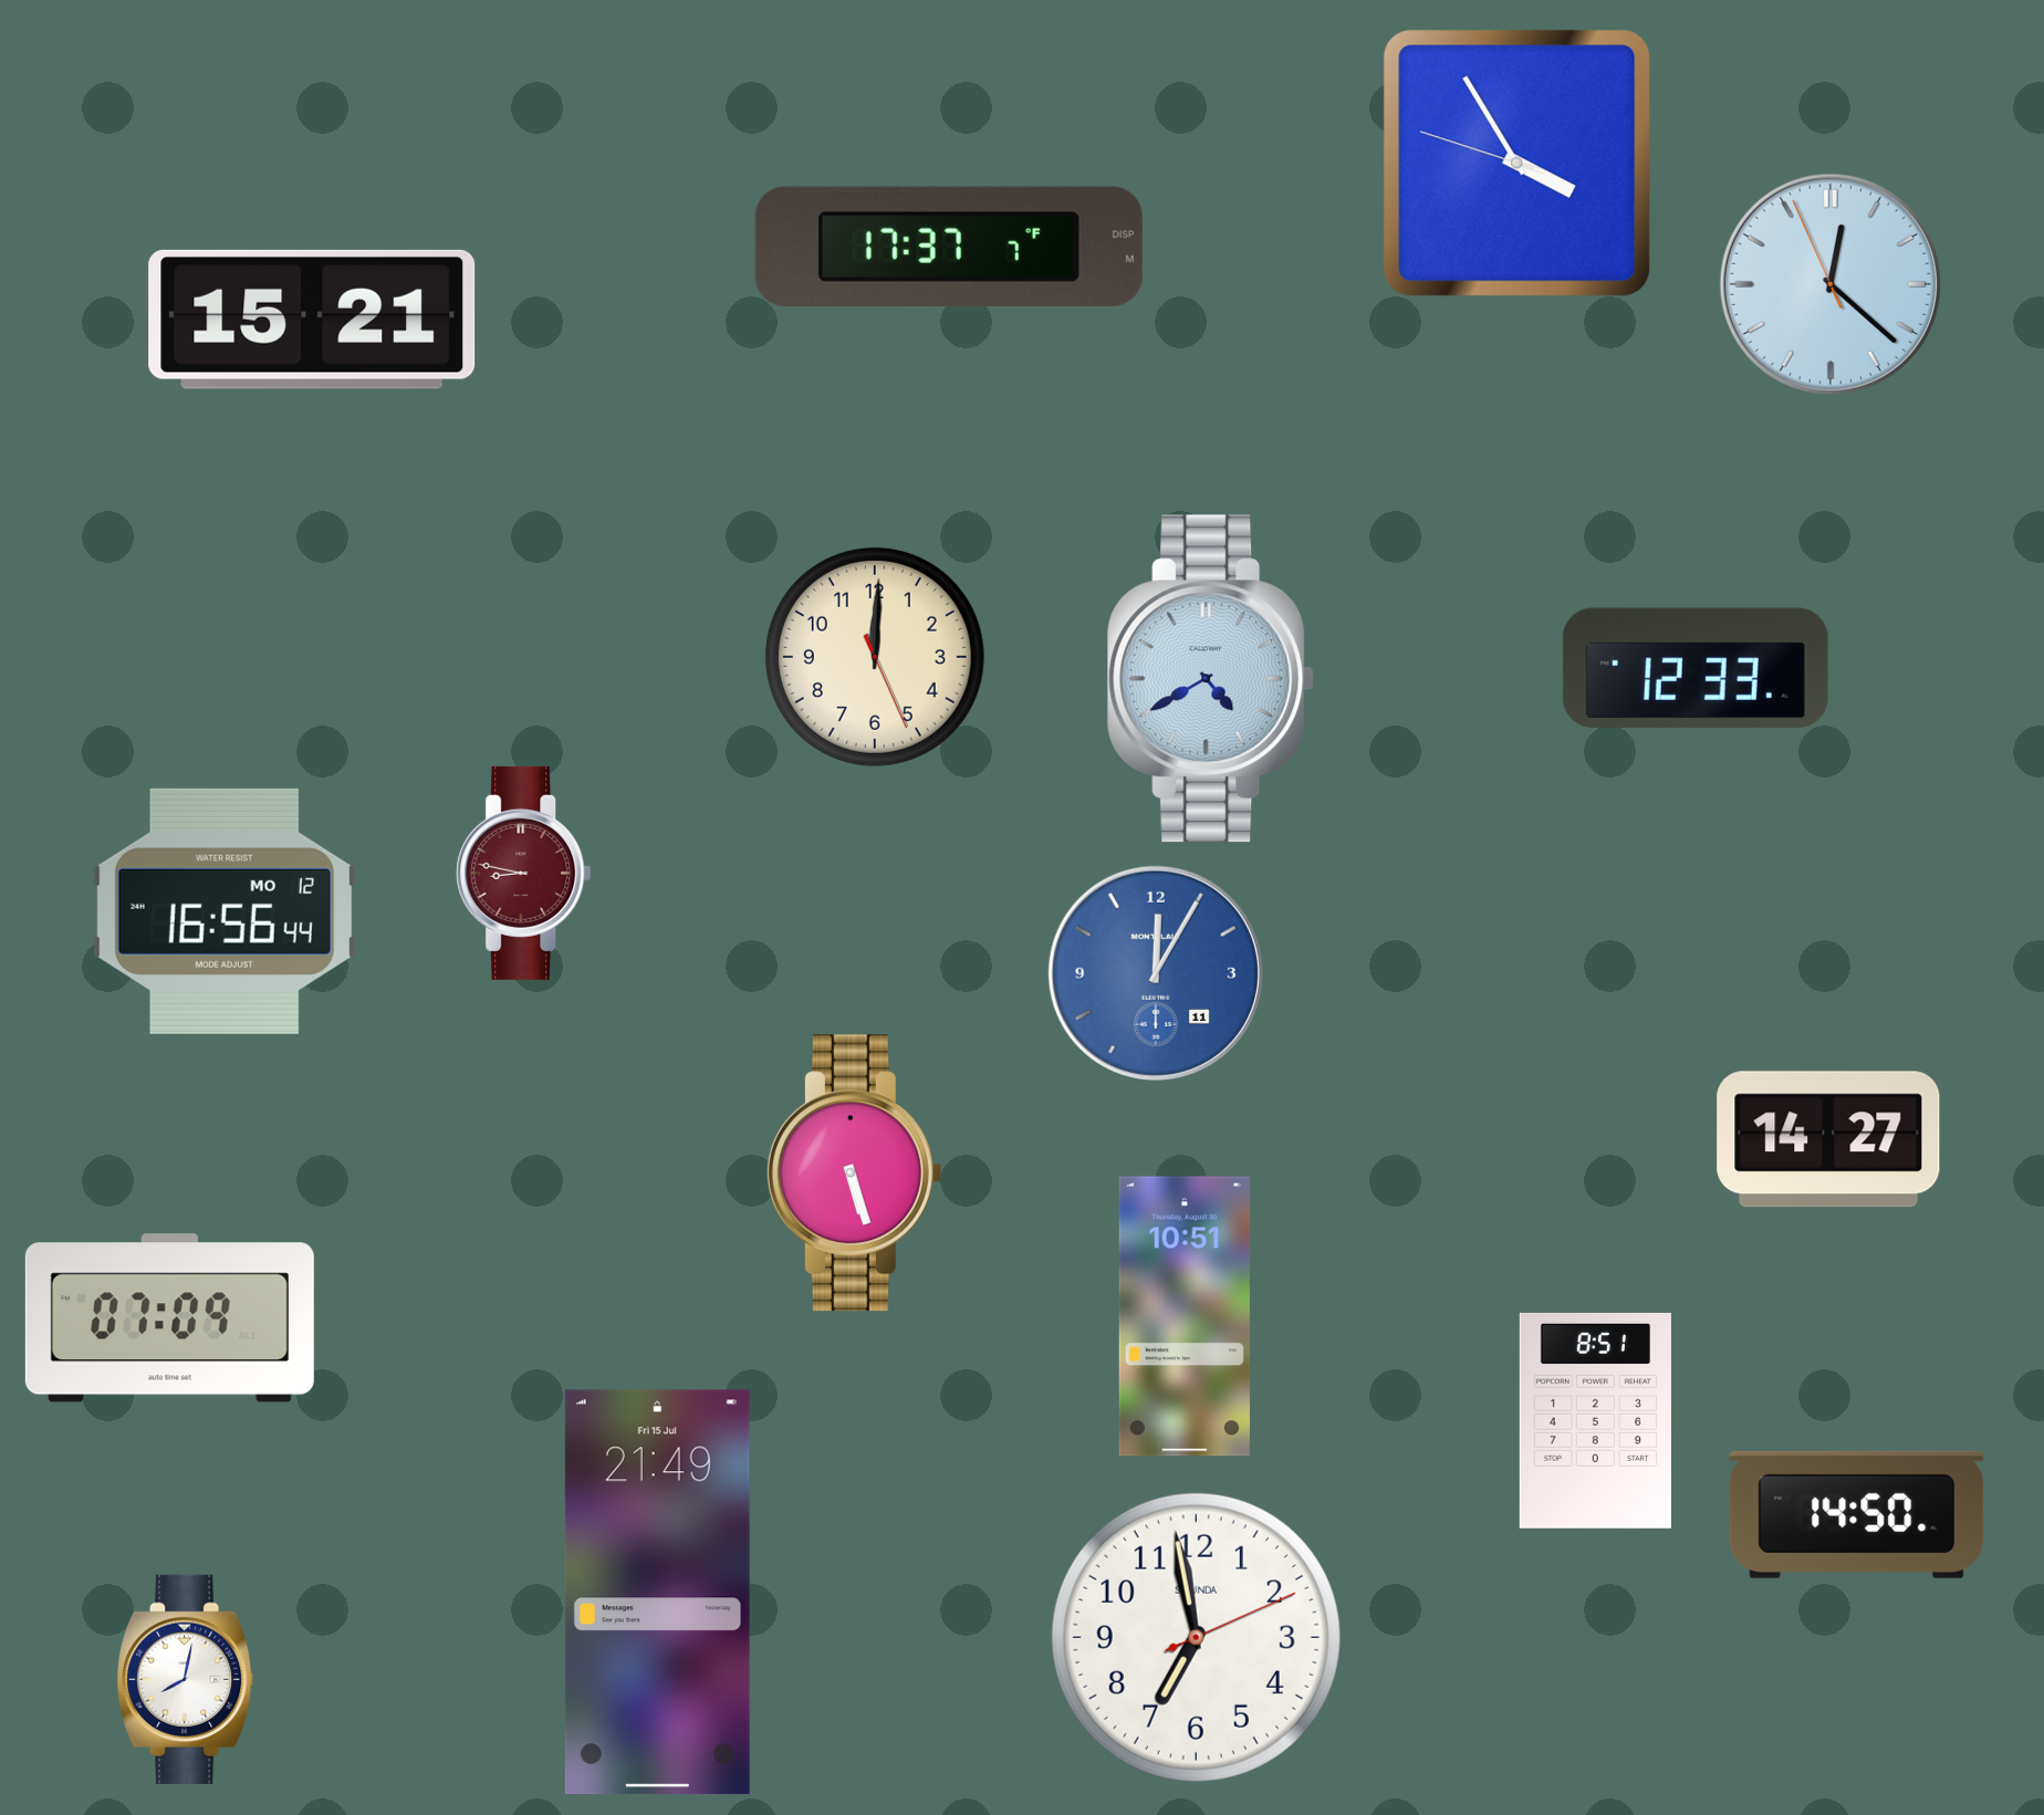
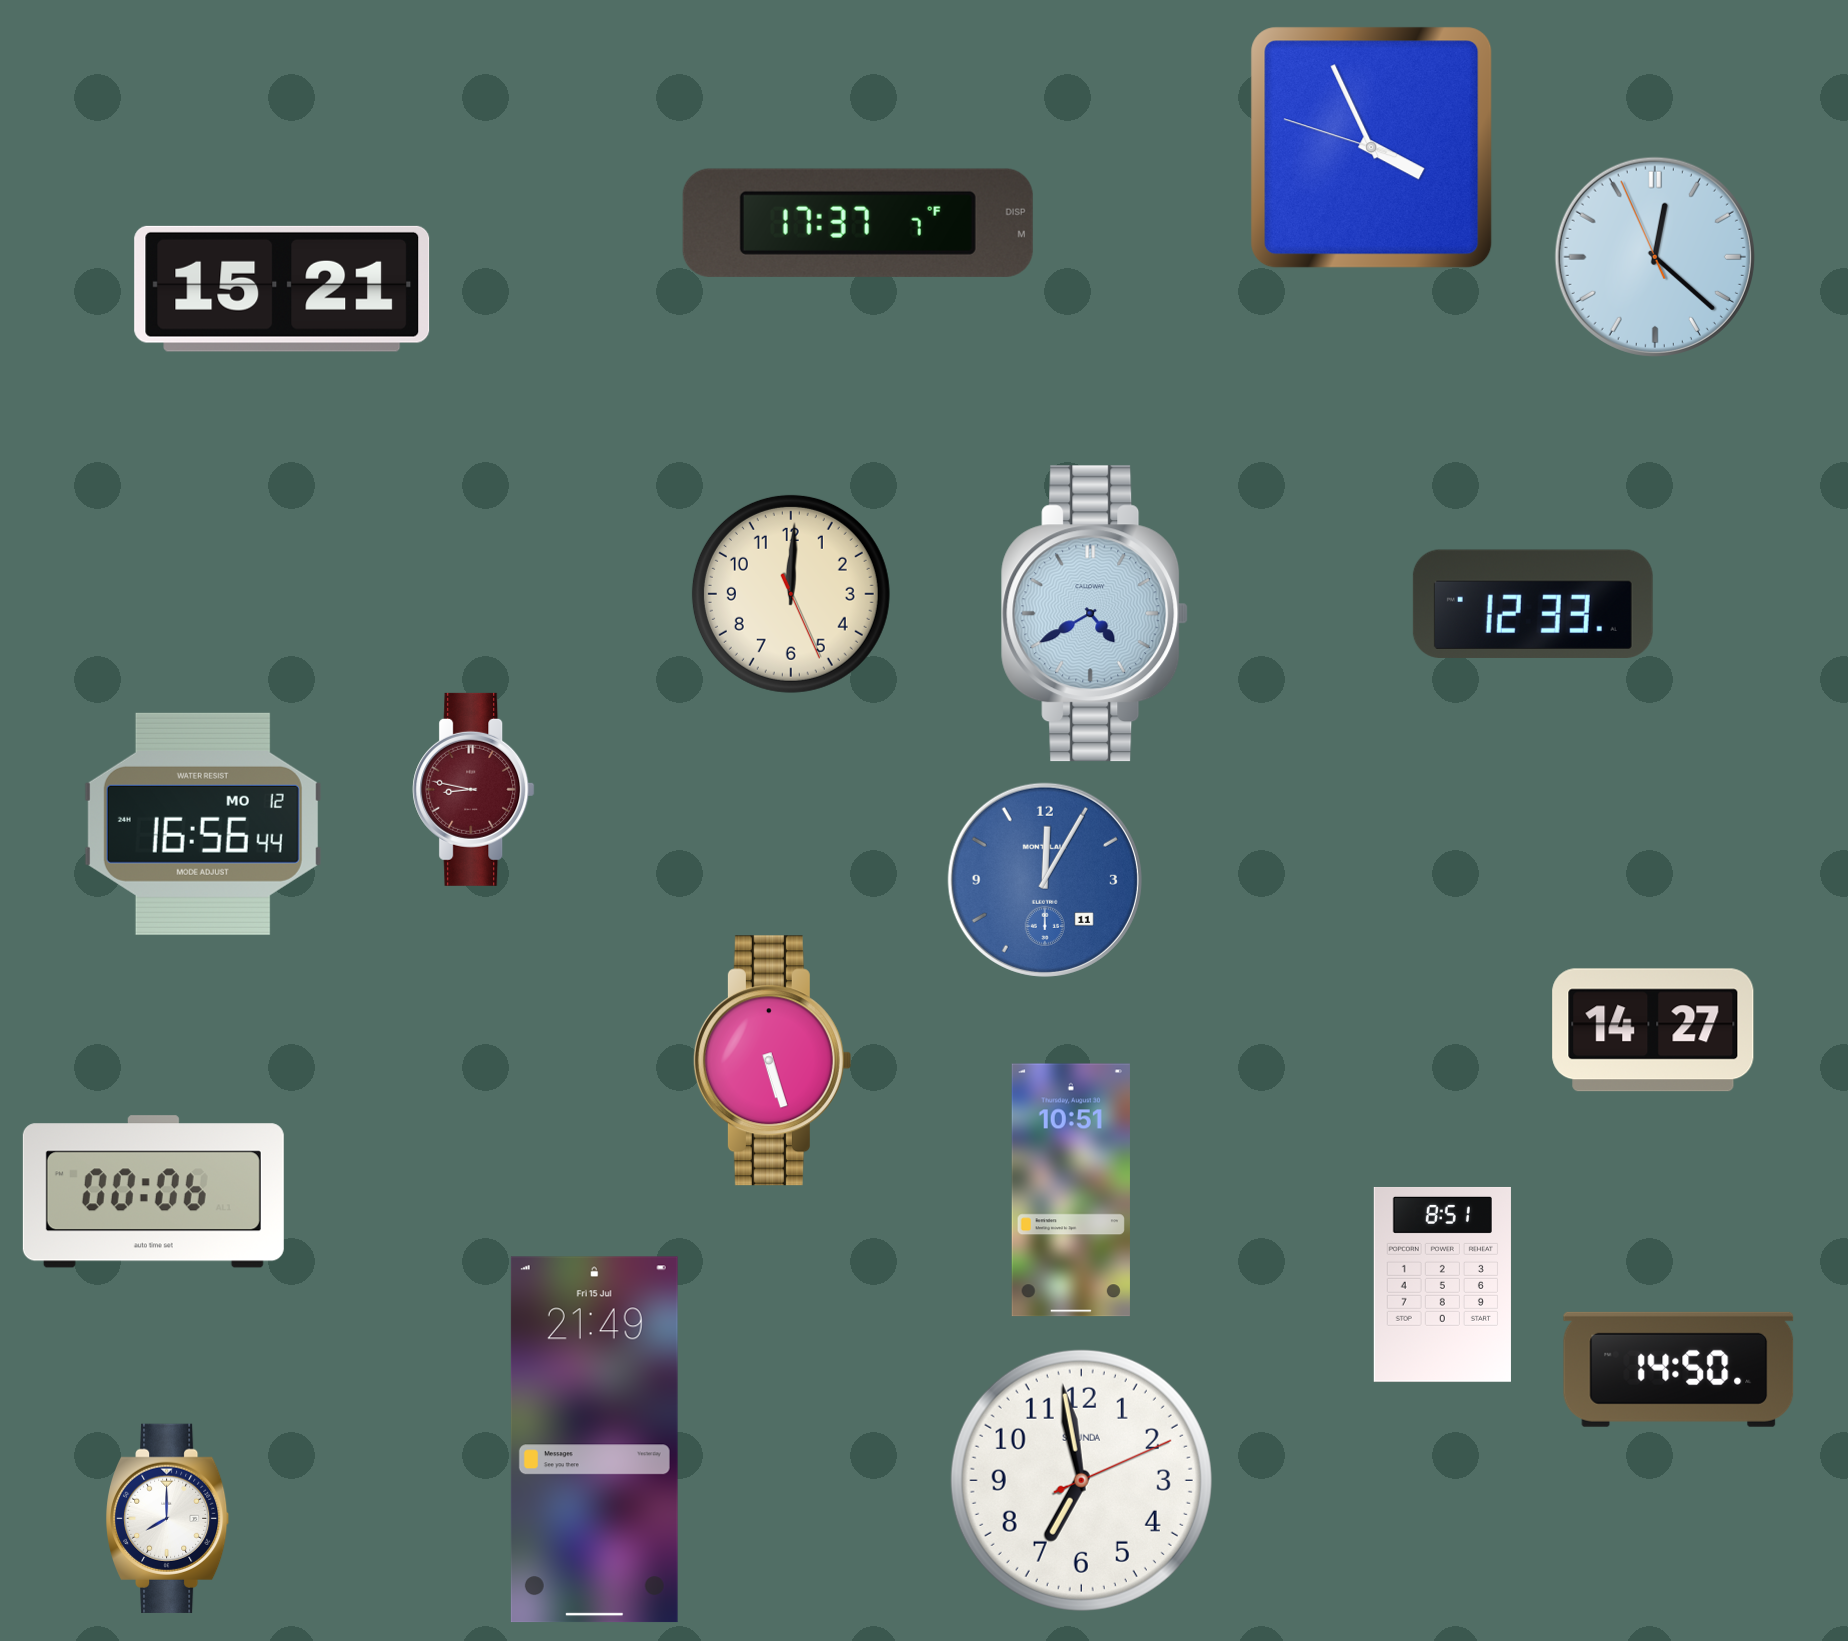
clock at (1518, 164): 3:54 -> 3:55
clock at (169, 1318): 07:09 -> 00:06
clock at (186, 1679): 8:02 -> 8:00
